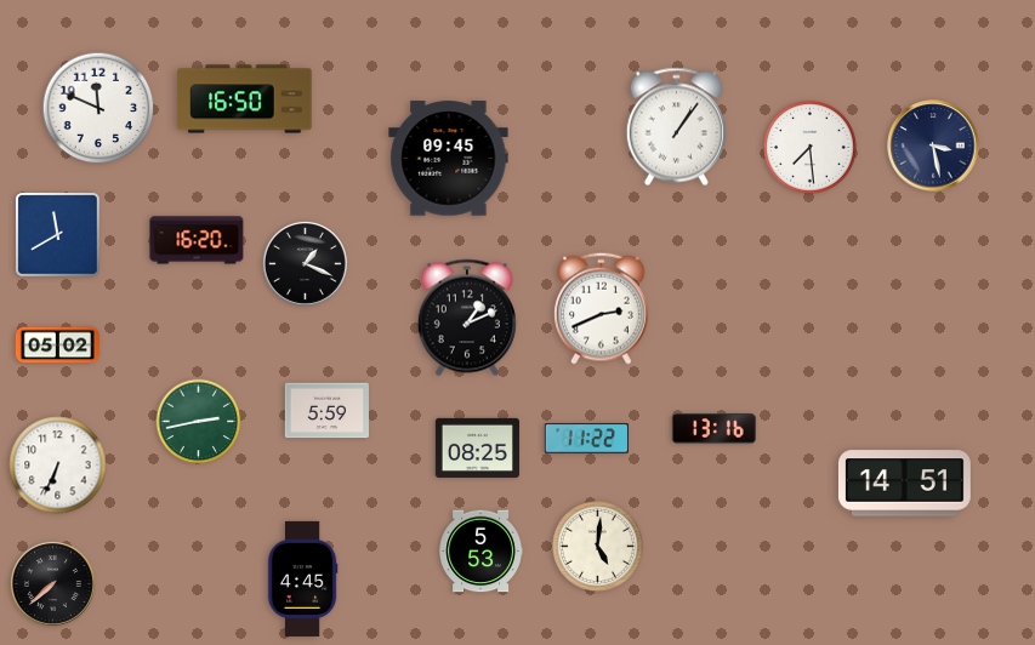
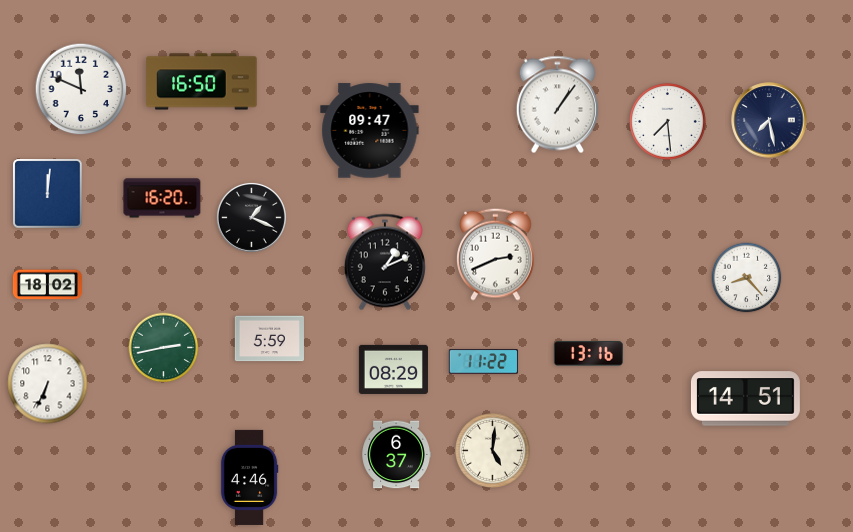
clock at (933, 145): 3:28 -> 7:28
clock at (449, 159): 09:45 -> 09:47
clock at (58, 235): 11:40 -> 12:01
clock at (747, 278): none -> 8:23
clock at (57, 346): 05:02 -> 18:02
clock at (477, 447): 08:25 -> 08:29
clock at (480, 552): 5:53 -> 6:37
clock at (302, 578): 4:45 -> 4:46
clock at (52, 583): 7:38 -> none
